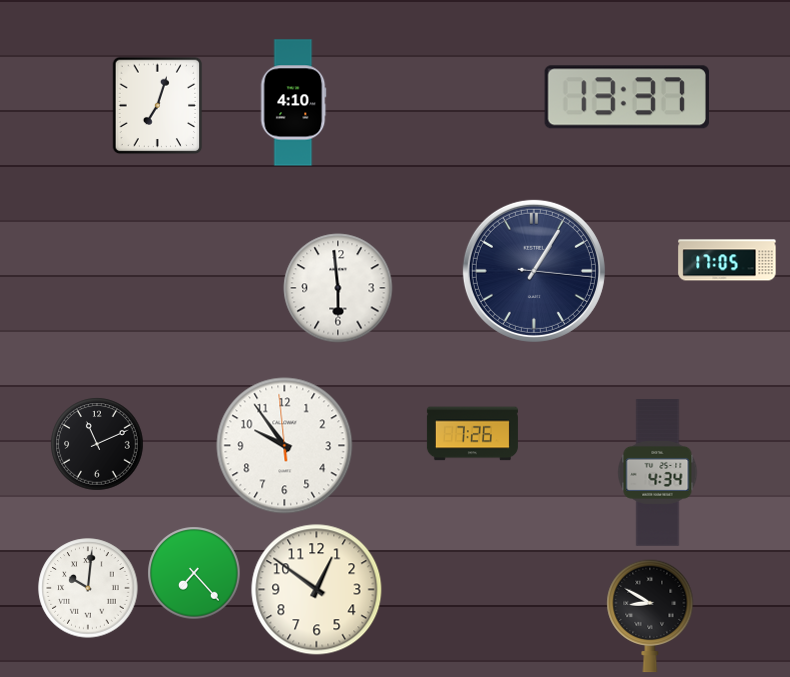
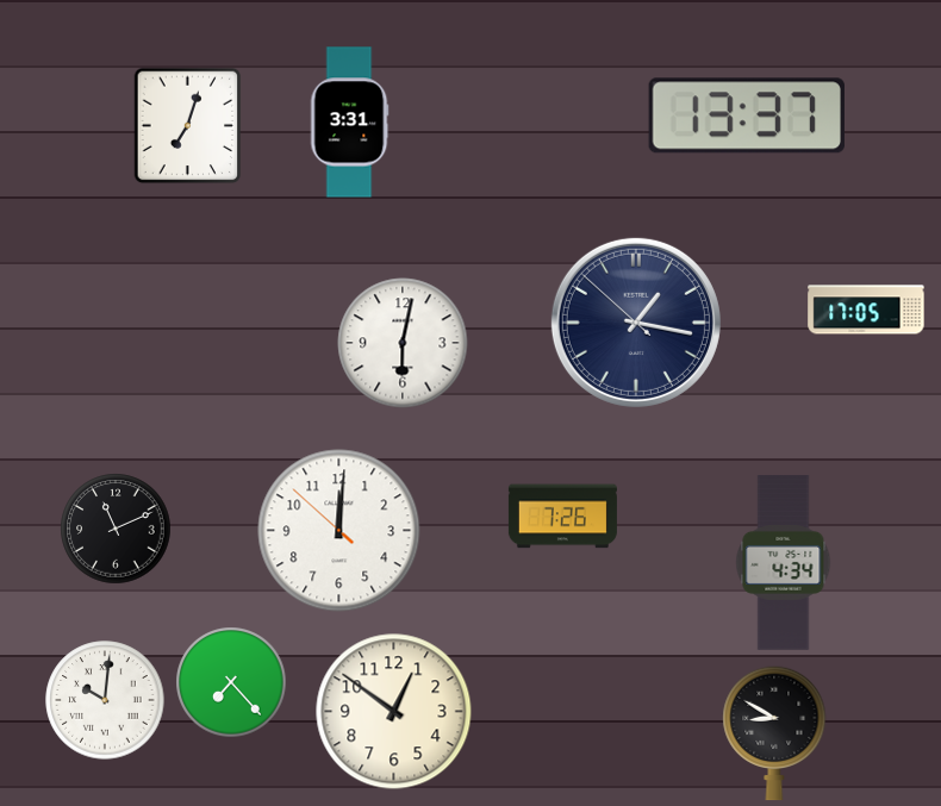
clock at (293, 103): 4:10 -> 3:31
clock at (534, 271): 1:05 -> 1:16
clock at (338, 288): 5:59 -> 6:02
clock at (285, 446): 9:53 -> 12:00
clock at (317, 590) position: (317, 590) -> (394, 712)
